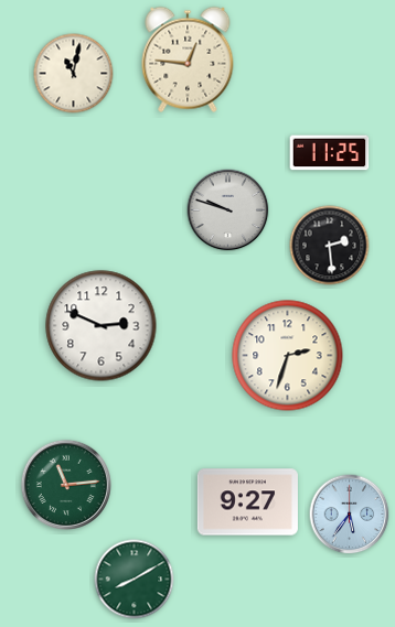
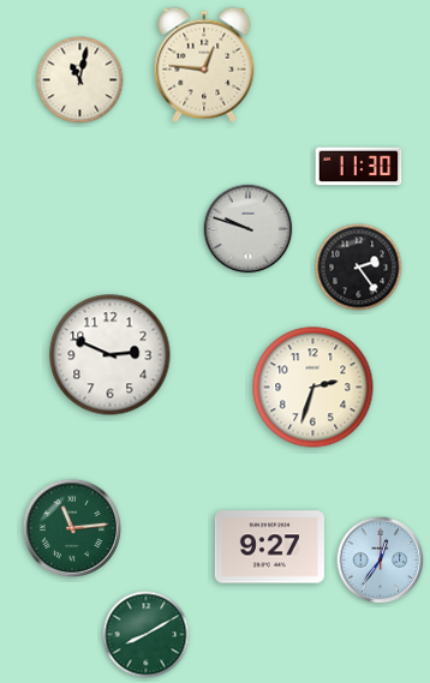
clock at (330, 153): 11:25 -> 11:30
clock at (330, 246): 2:29 -> 2:24
clock at (350, 515): 5:36 -> 12:36
clock at (135, 580) position: (135, 580) -> (147, 635)
